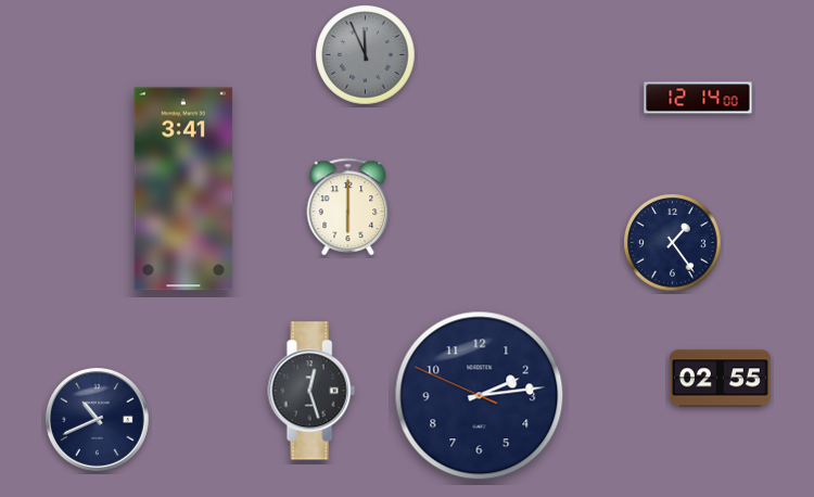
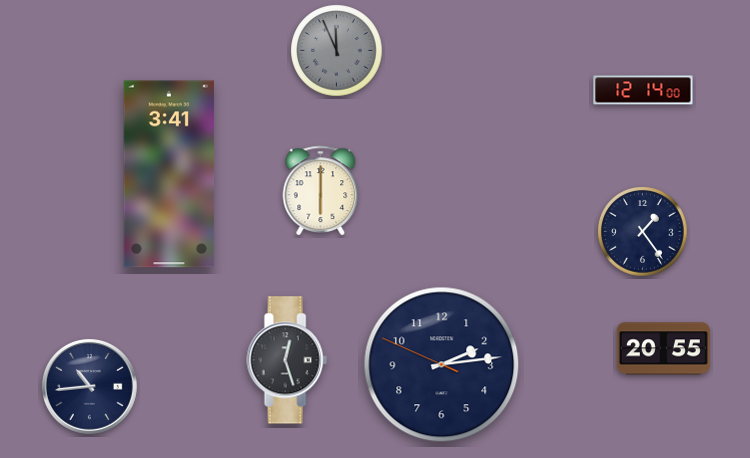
clock at (673, 243) position: (673, 243) -> (643, 232)
clock at (720, 379): 02:55 -> 20:55
clock at (98, 420): 10:41 -> 10:44
